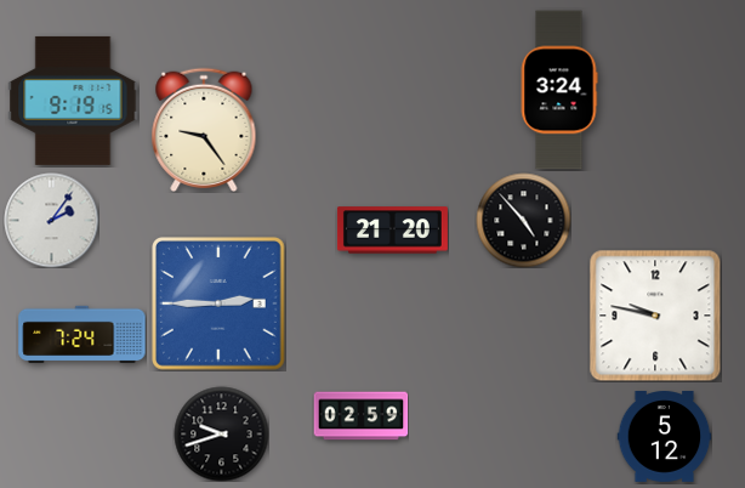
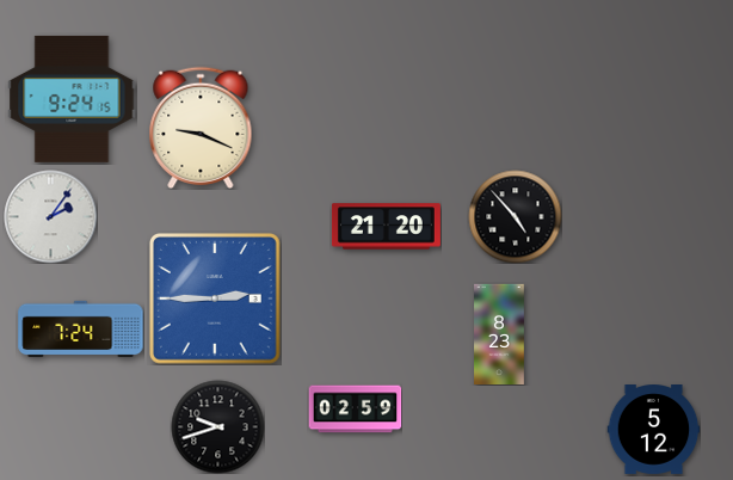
clock at (559, 90): 3:24 -> none
clock at (73, 101): 9:19 -> 9:24
clock at (204, 129): 9:24 -> 9:19
clock at (655, 316): 9:47 -> none
clock at (499, 333): none -> 8:23
